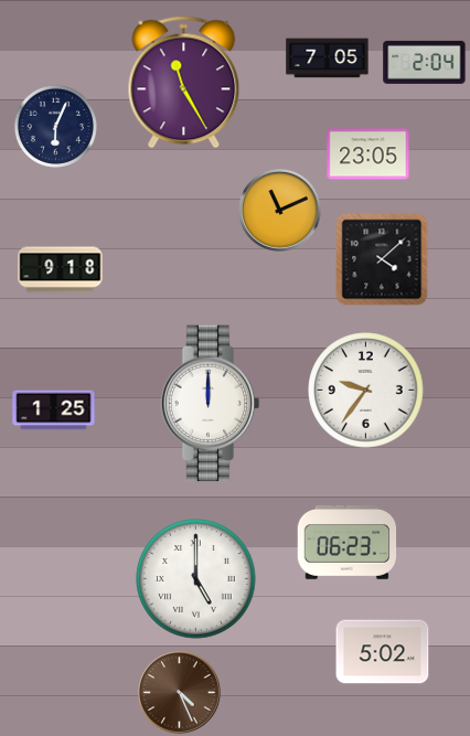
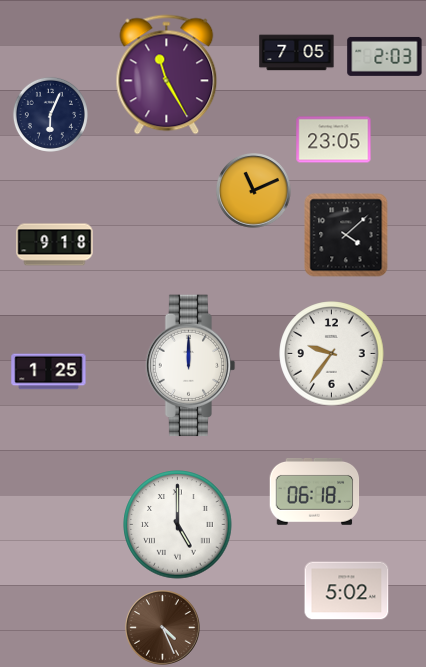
clock at (425, 62): 2:04 -> 2:03
clock at (348, 543): 06:23 -> 06:18
